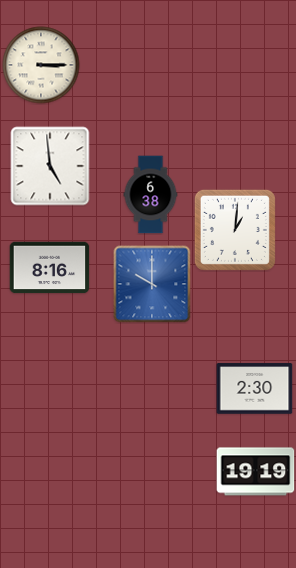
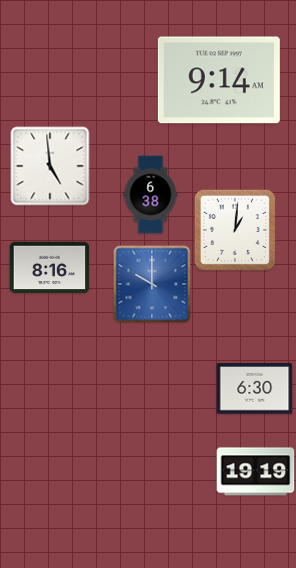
clock at (41, 65): 3:15 -> none
clock at (219, 80): none -> 9:14
clock at (255, 389): 2:30 -> 6:30
